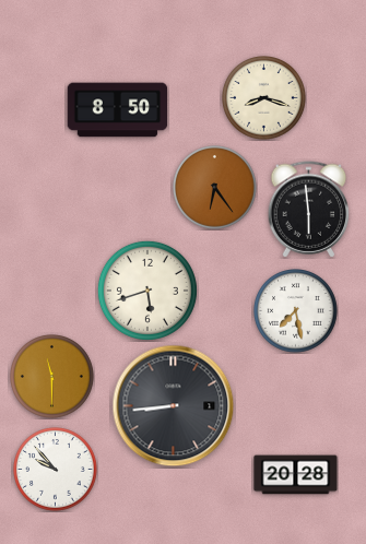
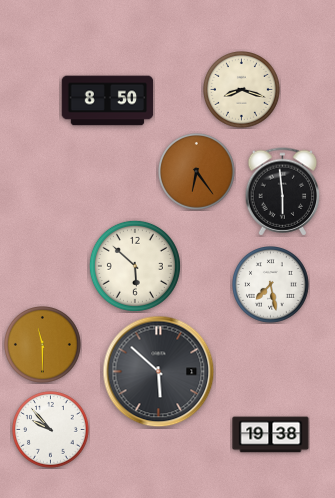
clock at (147, 291): 5:42 -> 5:52
clock at (52, 377) position: (52, 377) -> (43, 345)
clock at (174, 406): 8:44 -> 5:52
clock at (296, 475): 20:28 -> 19:38
